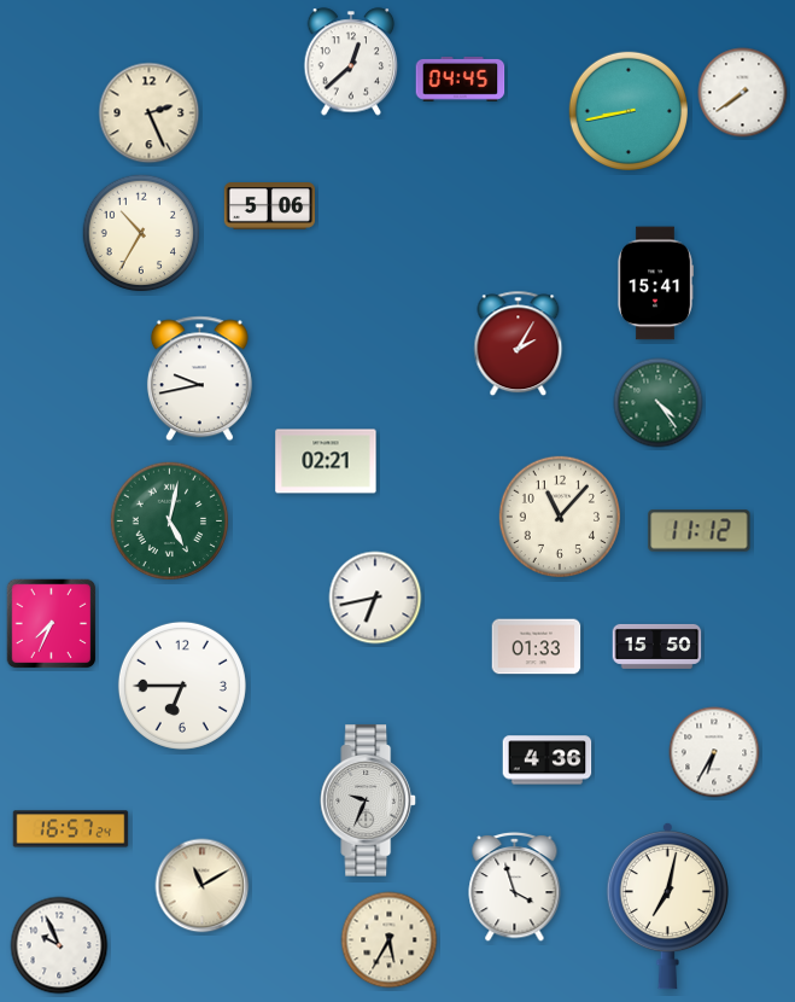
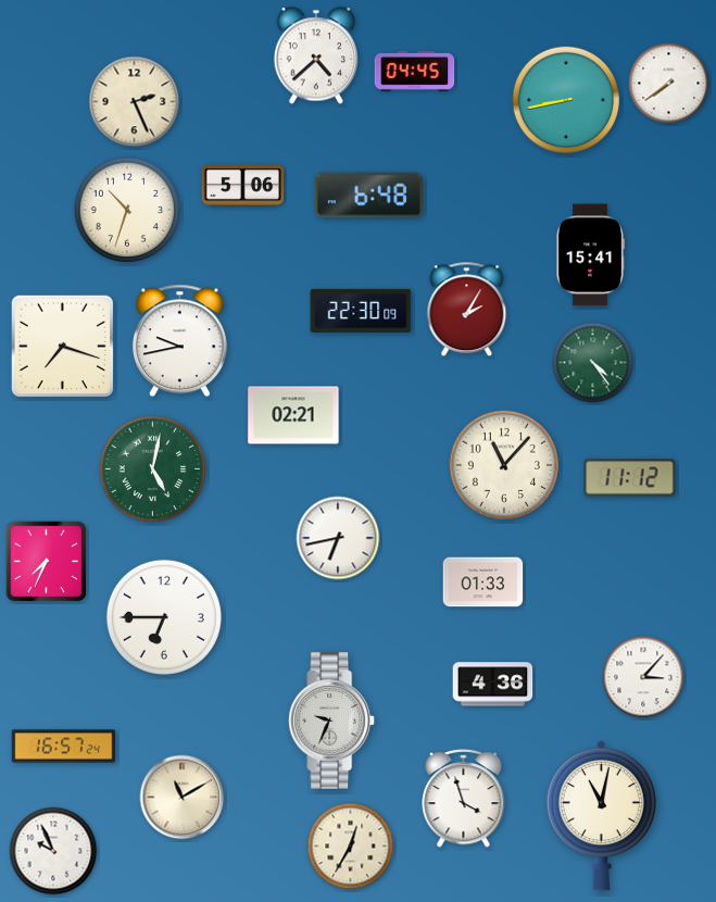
clock at (351, 62): 12:38 -> 4:38
clock at (368, 196): none -> 6:48
clock at (141, 233): 10:35 -> 10:33
clock at (361, 311): none -> 22:30
clock at (63, 347): none -> 7:18
clock at (657, 646): 15:50 -> none
clock at (714, 752): 6:35 -> 3:07
clock at (667, 905): 7:02 -> 11:02
clock at (390, 940): 5:35 -> 12:35
